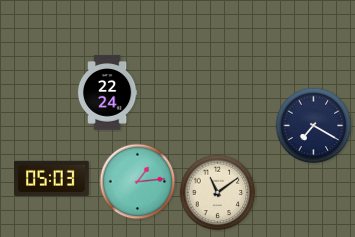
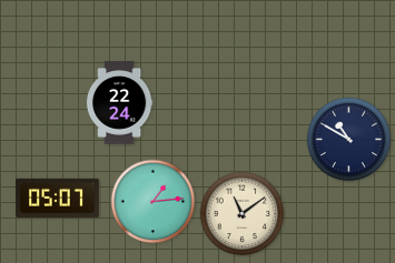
clock at (314, 126): 7:20 -> 10:50
clock at (52, 178): 05:03 -> 05:07
